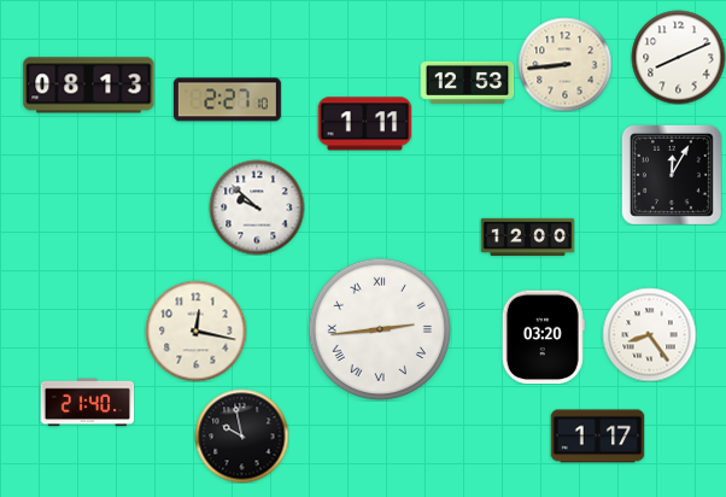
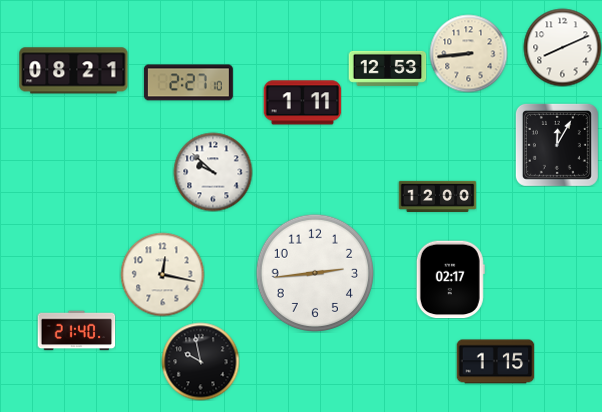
clock at (89, 86): 08:13 -> 08:21
clock at (379, 328) numerals: Roman -> Arabic
clock at (649, 334): 8:24 -> none
clock at (543, 337): 03:20 -> 02:17
clock at (87, 403) position: (87, 403) -> (76, 331)
clock at (597, 437): 1:17 -> 1:15
